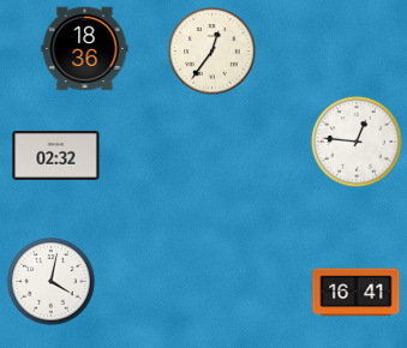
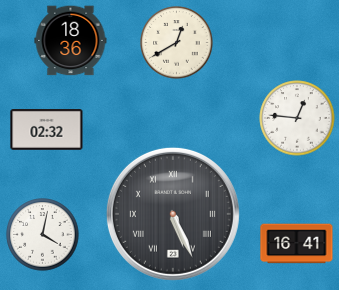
clock at (213, 52): 12:36 -> 12:40
clock at (173, 214): none -> 5:26
